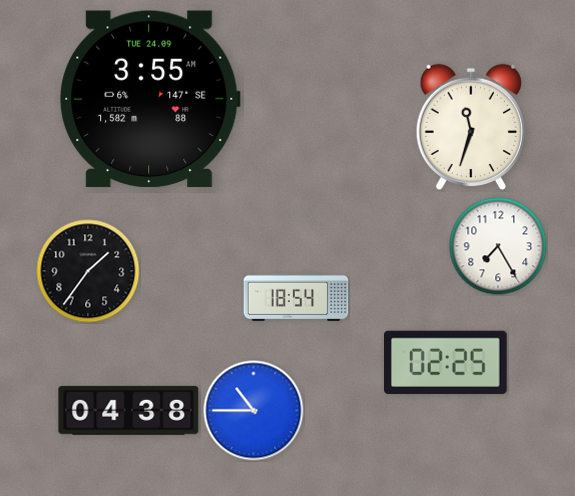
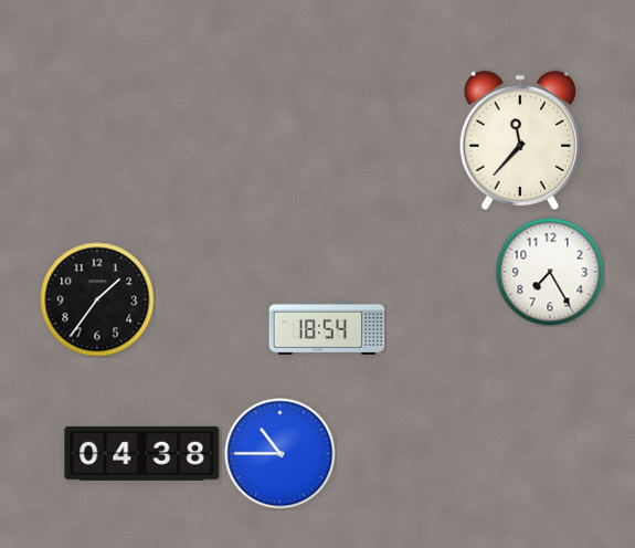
clock at (150, 99): 3:55 -> none
clock at (470, 127): 11:33 -> 11:37
clock at (445, 362): 02:25 -> none
